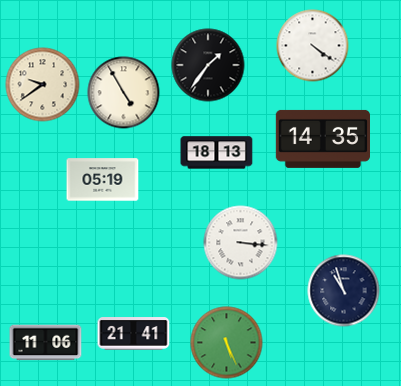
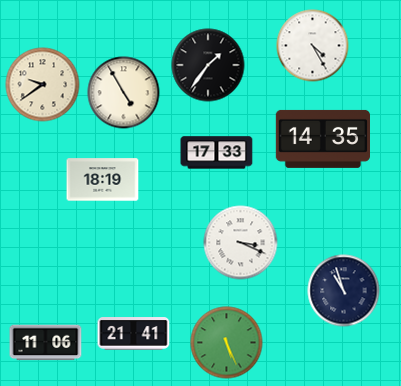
clock at (313, 46): 4:21 -> 4:25
clock at (217, 153): 18:13 -> 17:33
clock at (103, 180): 05:19 -> 18:19
clock at (241, 243): 3:16 -> 3:19
